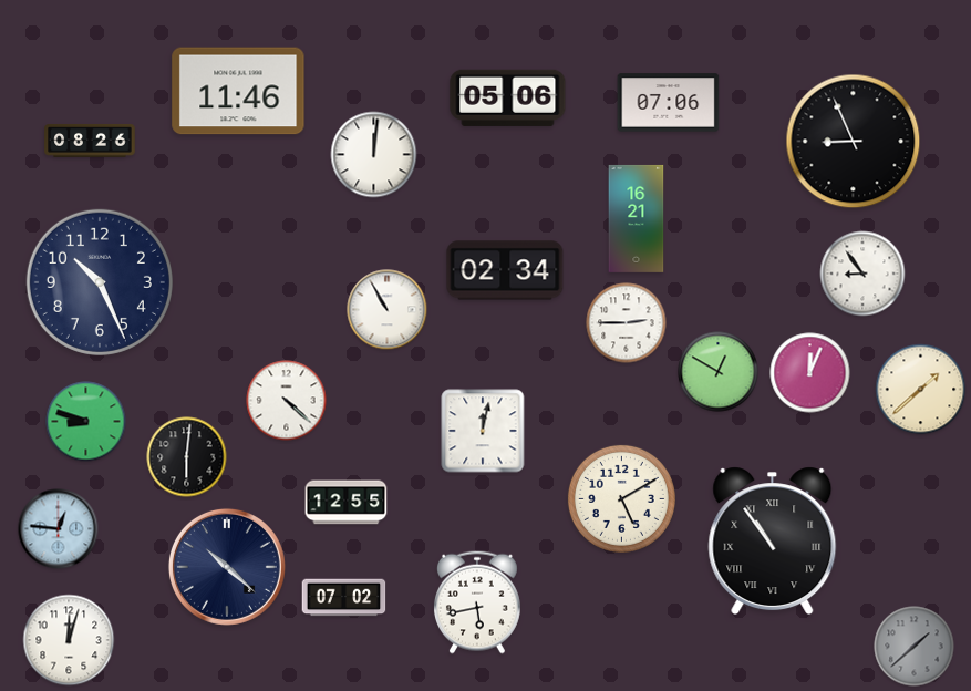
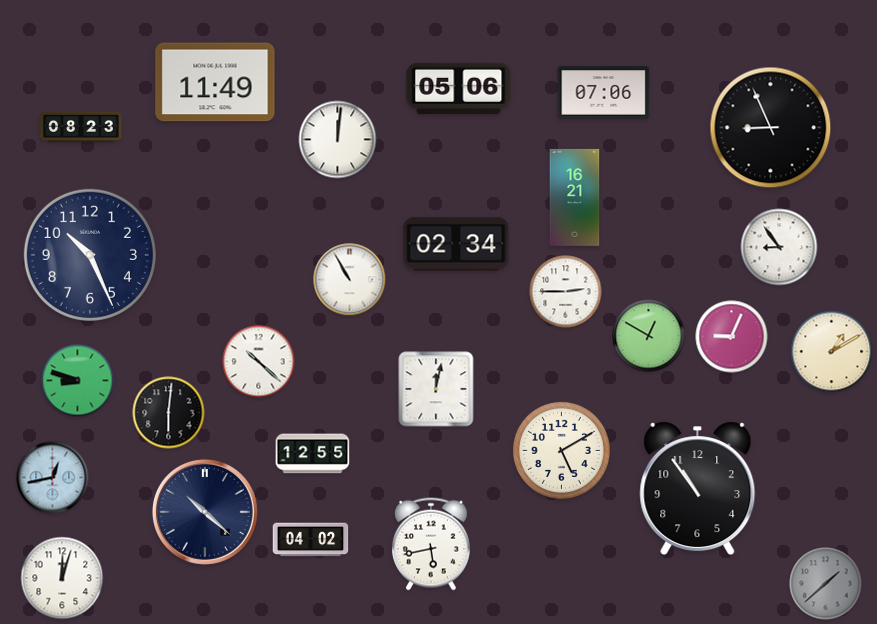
clock at (238, 91): 11:46 -> 11:49
clock at (90, 142): 08:26 -> 08:23
clock at (810, 373): 12:04 -> 9:04
clock at (921, 390): 1:38 -> 1:10
clock at (287, 401): 4:22 -> 10:22
clock at (59, 529): 12:46 -> 12:43
clock at (773, 542) numerals: Roman -> Arabic
clock at (344, 598): 07:02 -> 04:02
